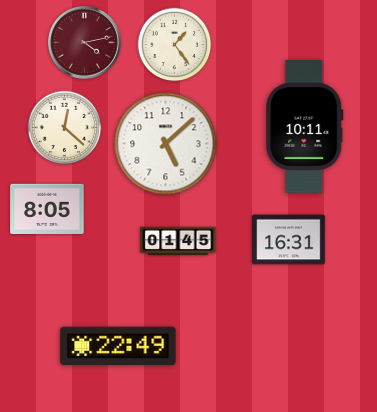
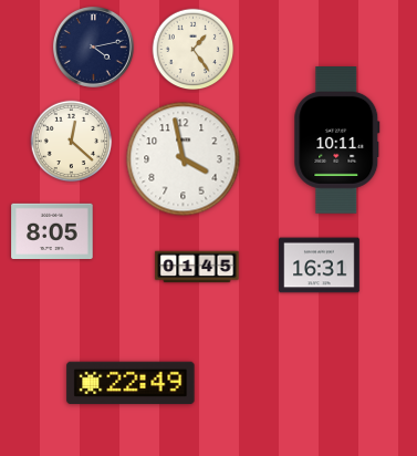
clock at (84, 42) dial: burgundy -> navy
clock at (166, 144): 5:08 -> 3:58
